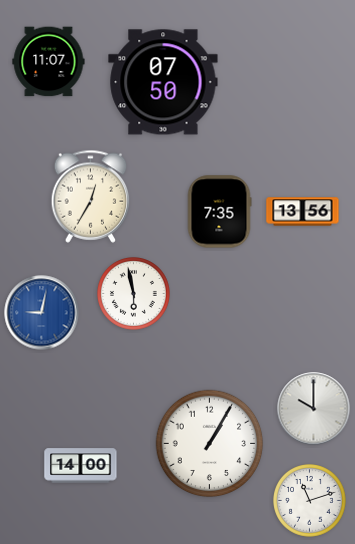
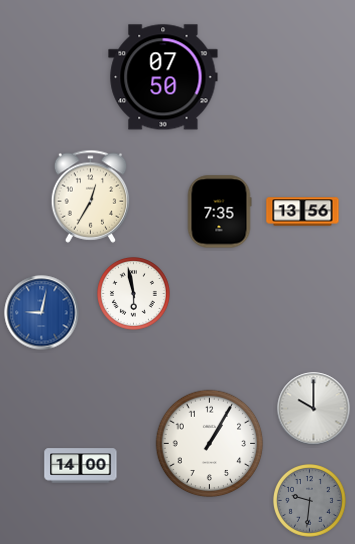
clock at (49, 62): 11:07 -> none
clock at (163, 82) position: (163, 82) -> (163, 77)
clock at (310, 501): 11:12 -> 9:31
clock at (310, 501) dial: white -> grey
